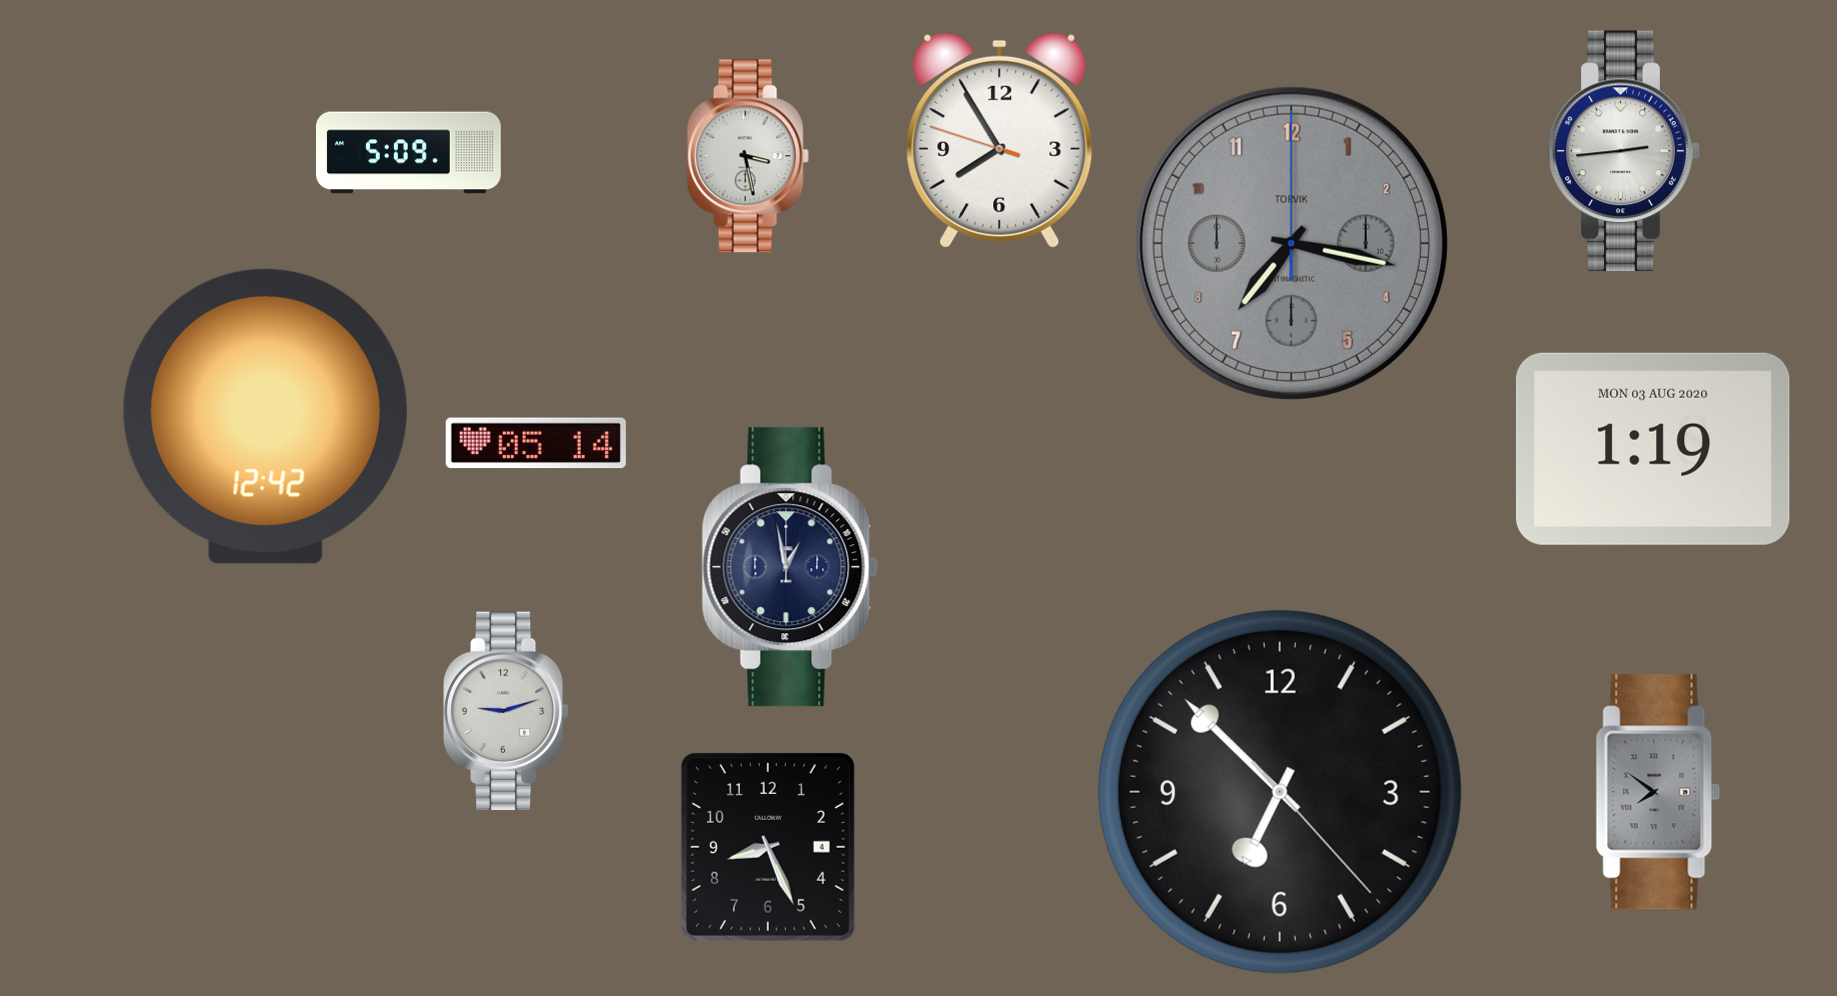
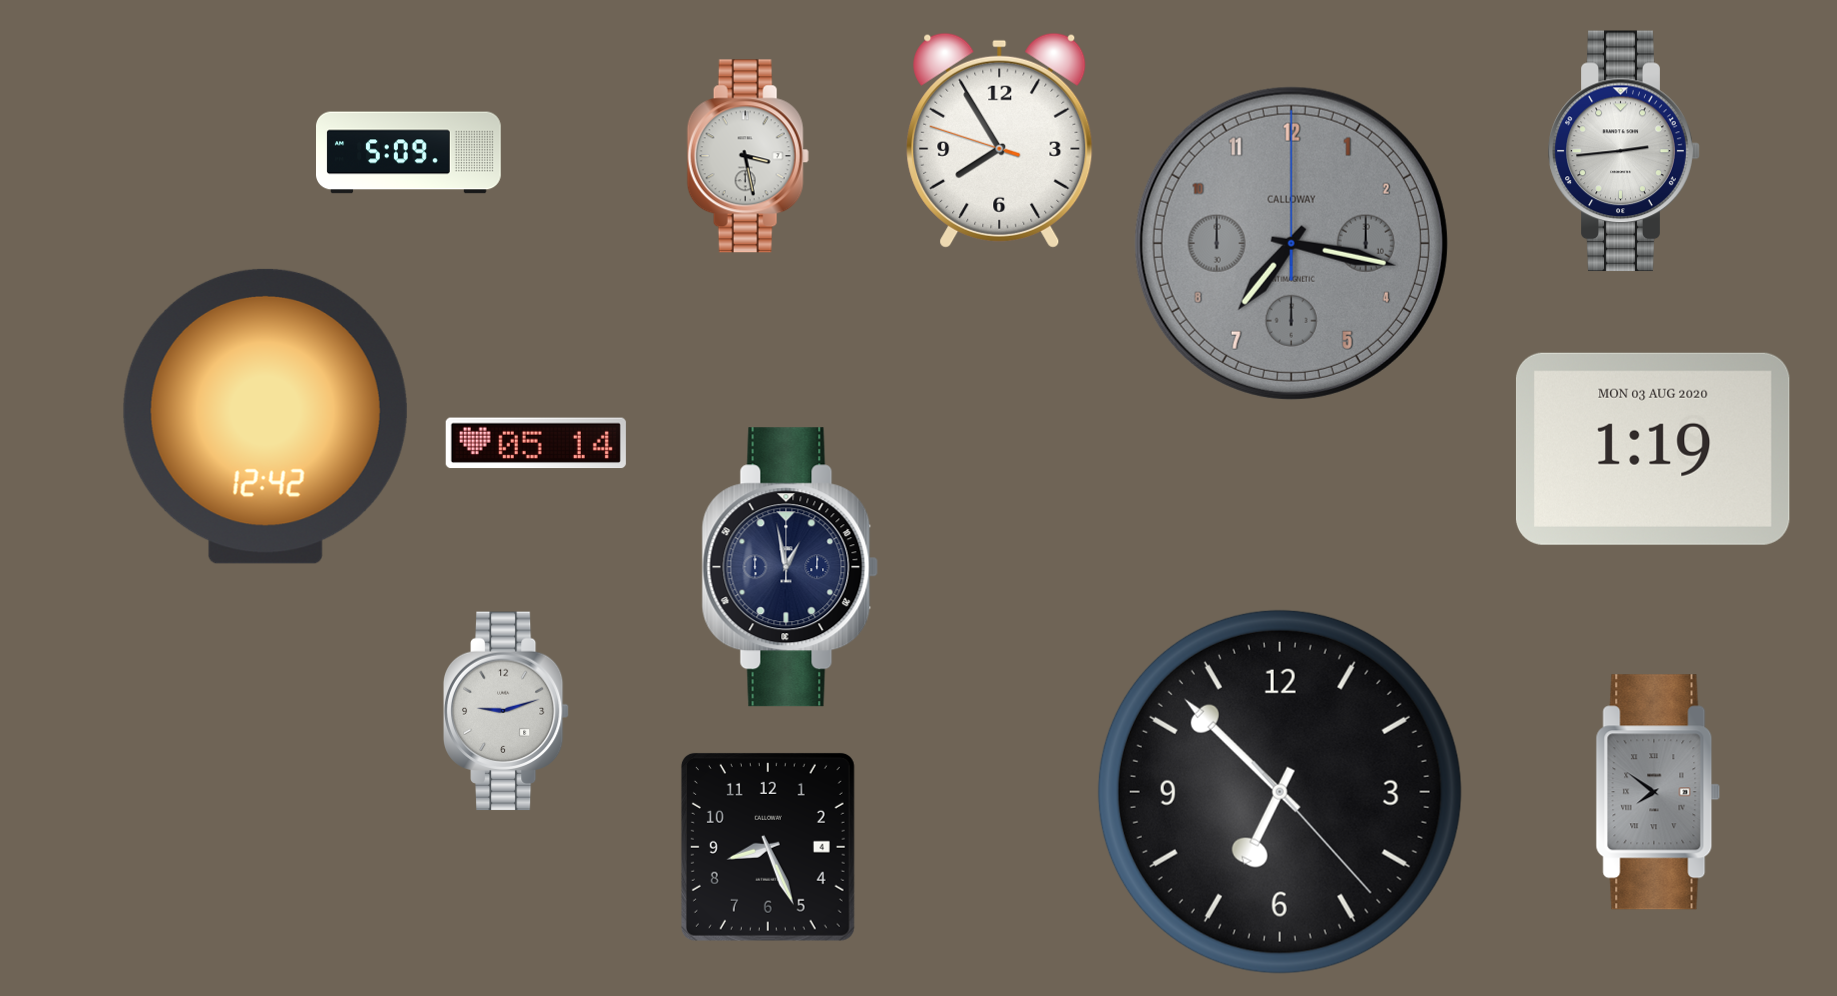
clock at (1291, 243) brand: TORVIK -> CALLOWAY
